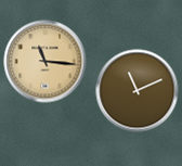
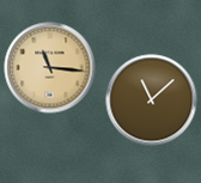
clock at (138, 91): 11:11 -> 11:08
